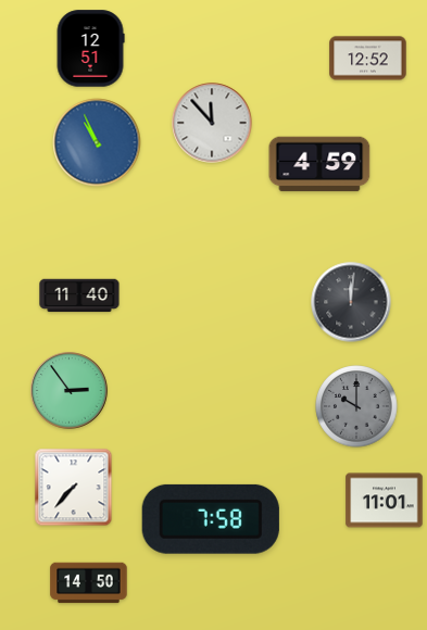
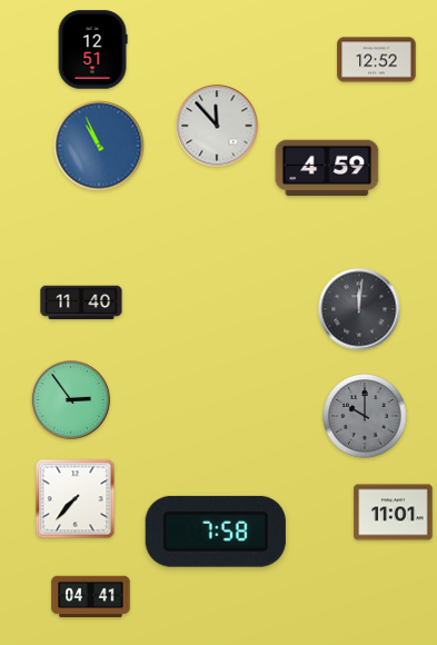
clock at (89, 583): 14:50 -> 04:41
